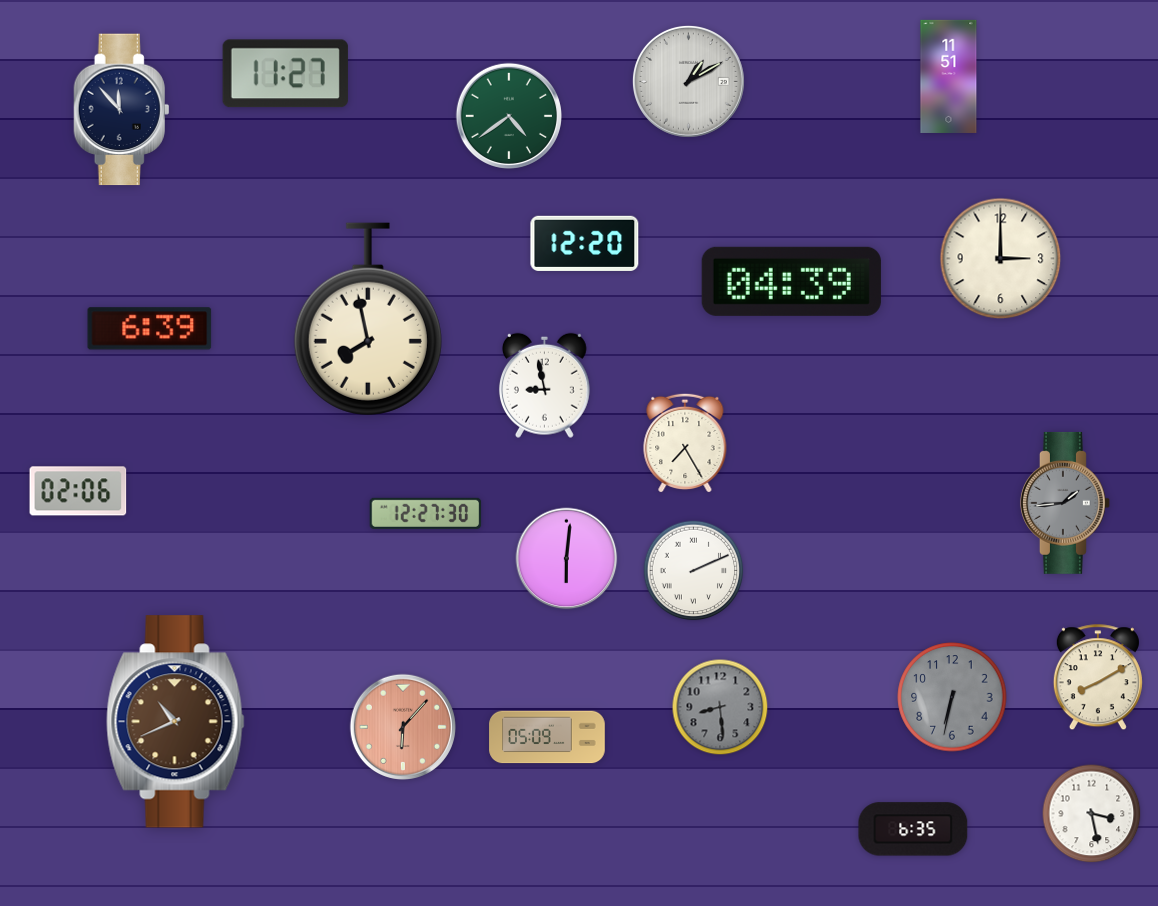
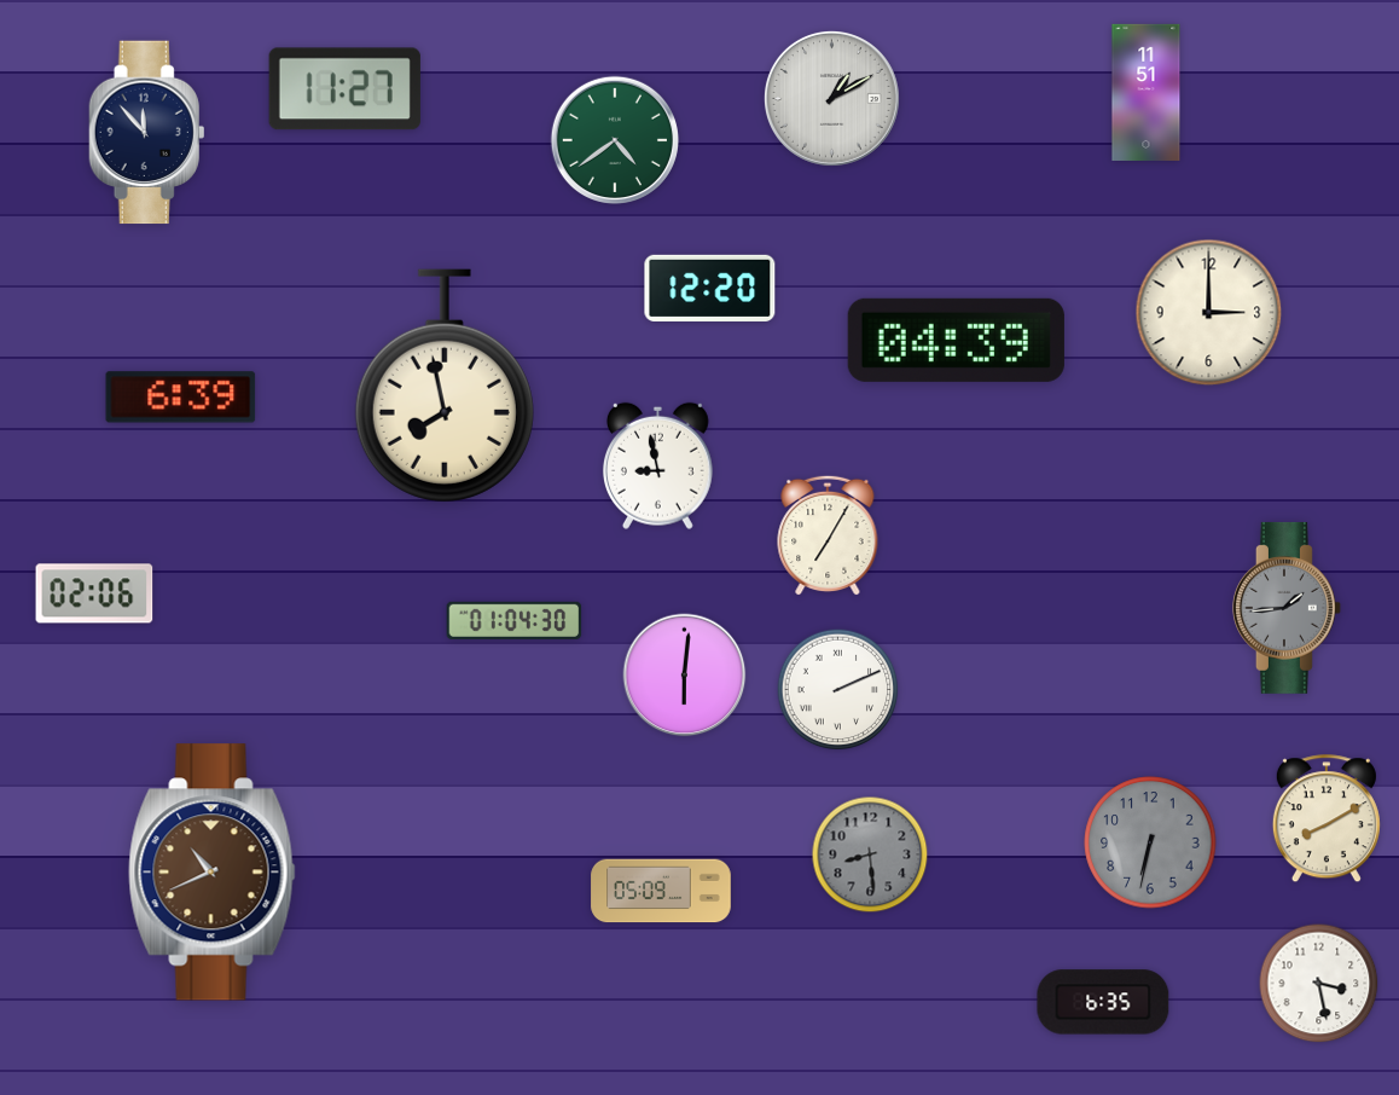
clock at (585, 243) position: (585, 243) -> (710, 288)
clock at (685, 443): 7:25 -> 7:05
clock at (426, 513): 12:27 -> 01:04
clock at (403, 727): 6:07 -> none
